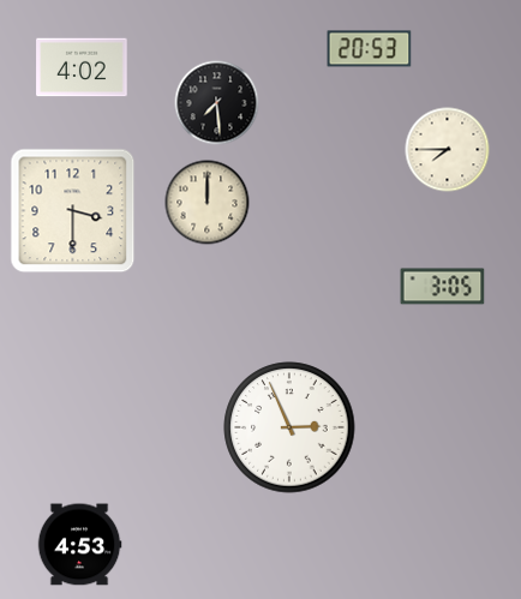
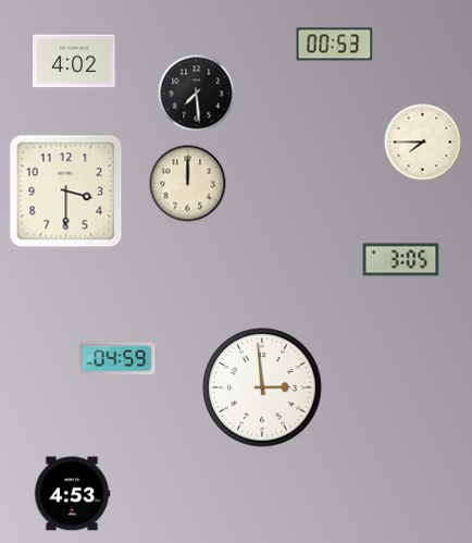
clock at (370, 49): 20:53 -> 00:53
clock at (448, 150) position: (448, 150) -> (423, 143)
clock at (117, 359): none -> 04:59
clock at (289, 427): 2:56 -> 2:59
